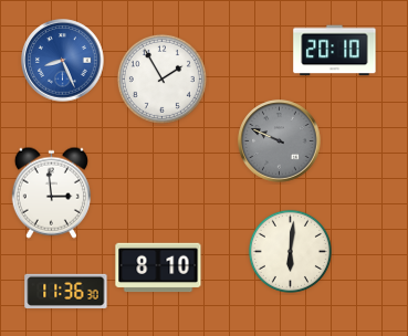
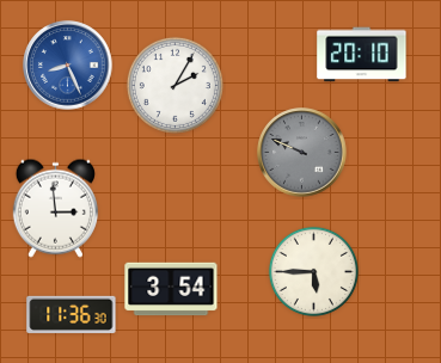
clock at (161, 78): 1:55 -> 2:05
clock at (290, 251): 6:01 -> 5:45
clock at (158, 267): 8:10 -> 3:54
